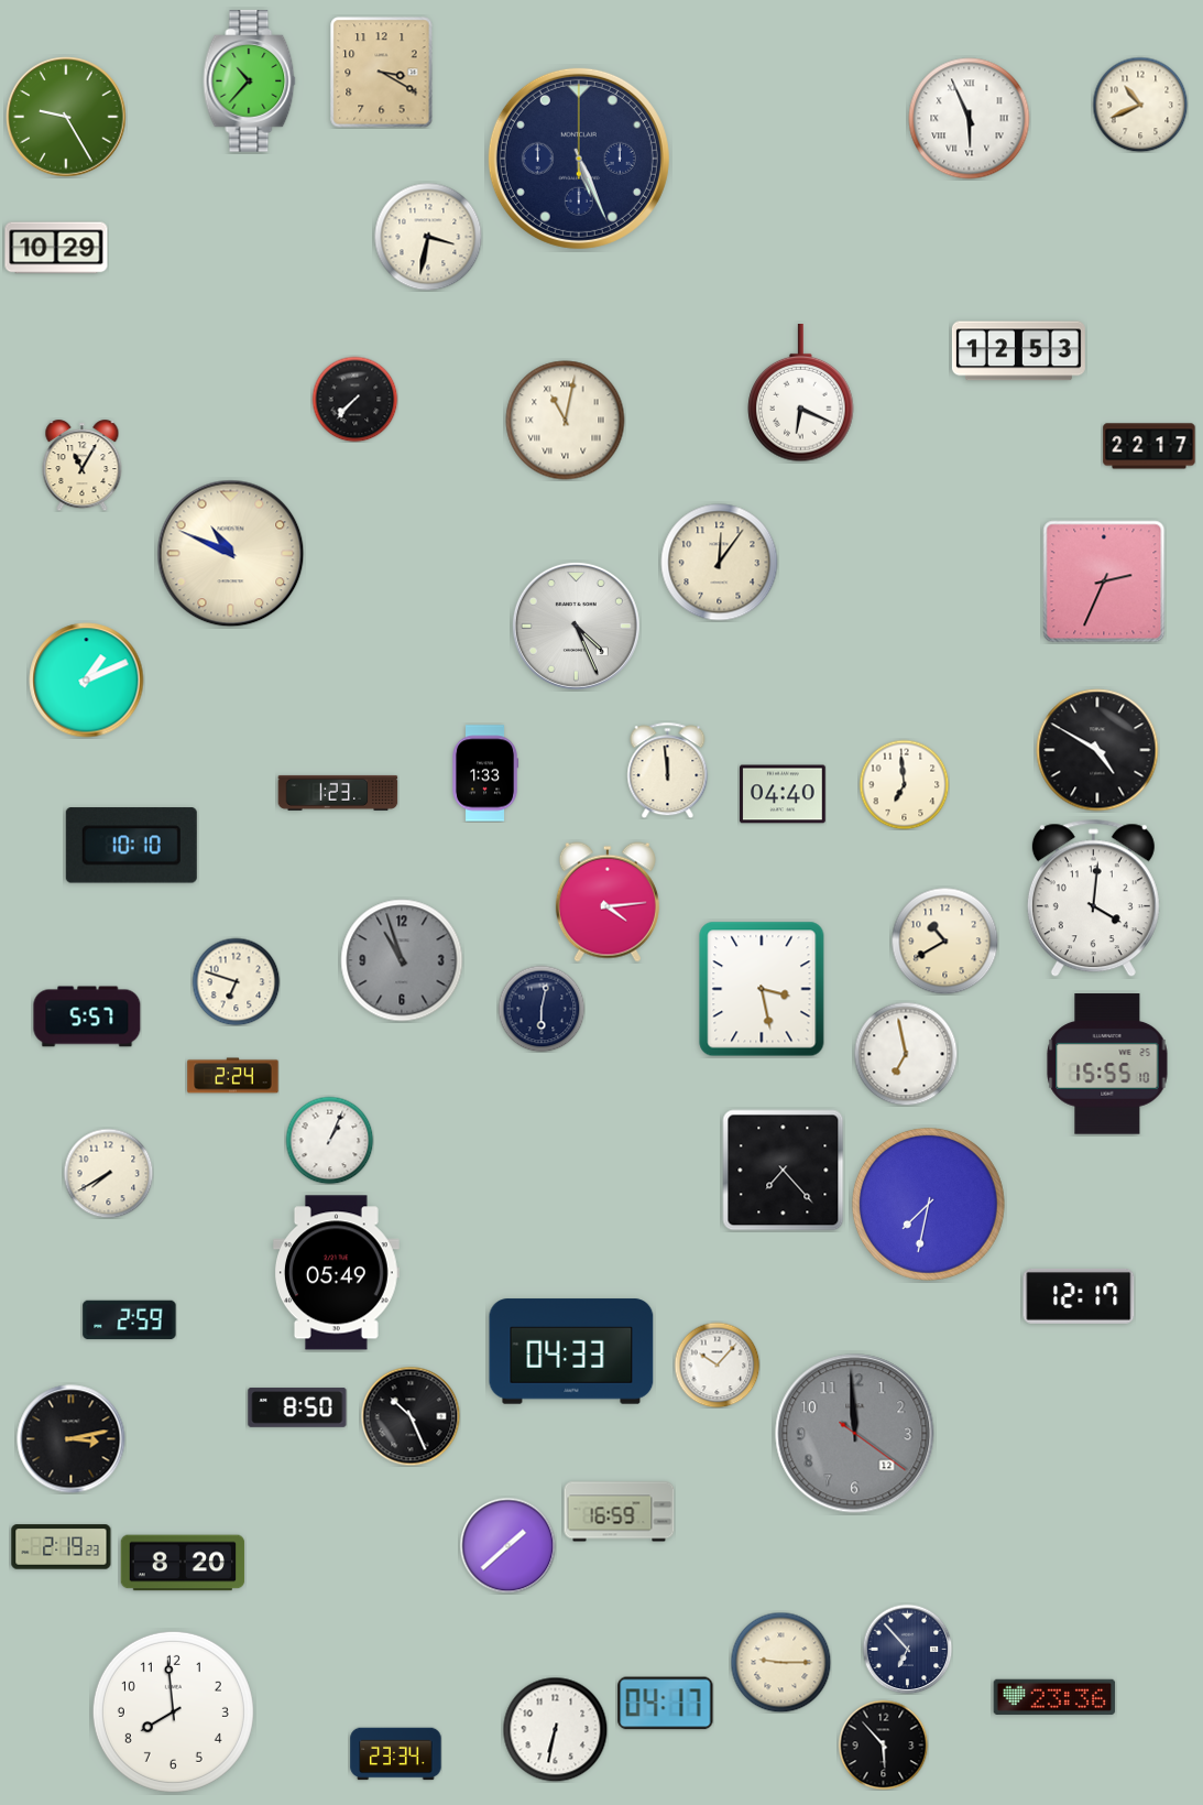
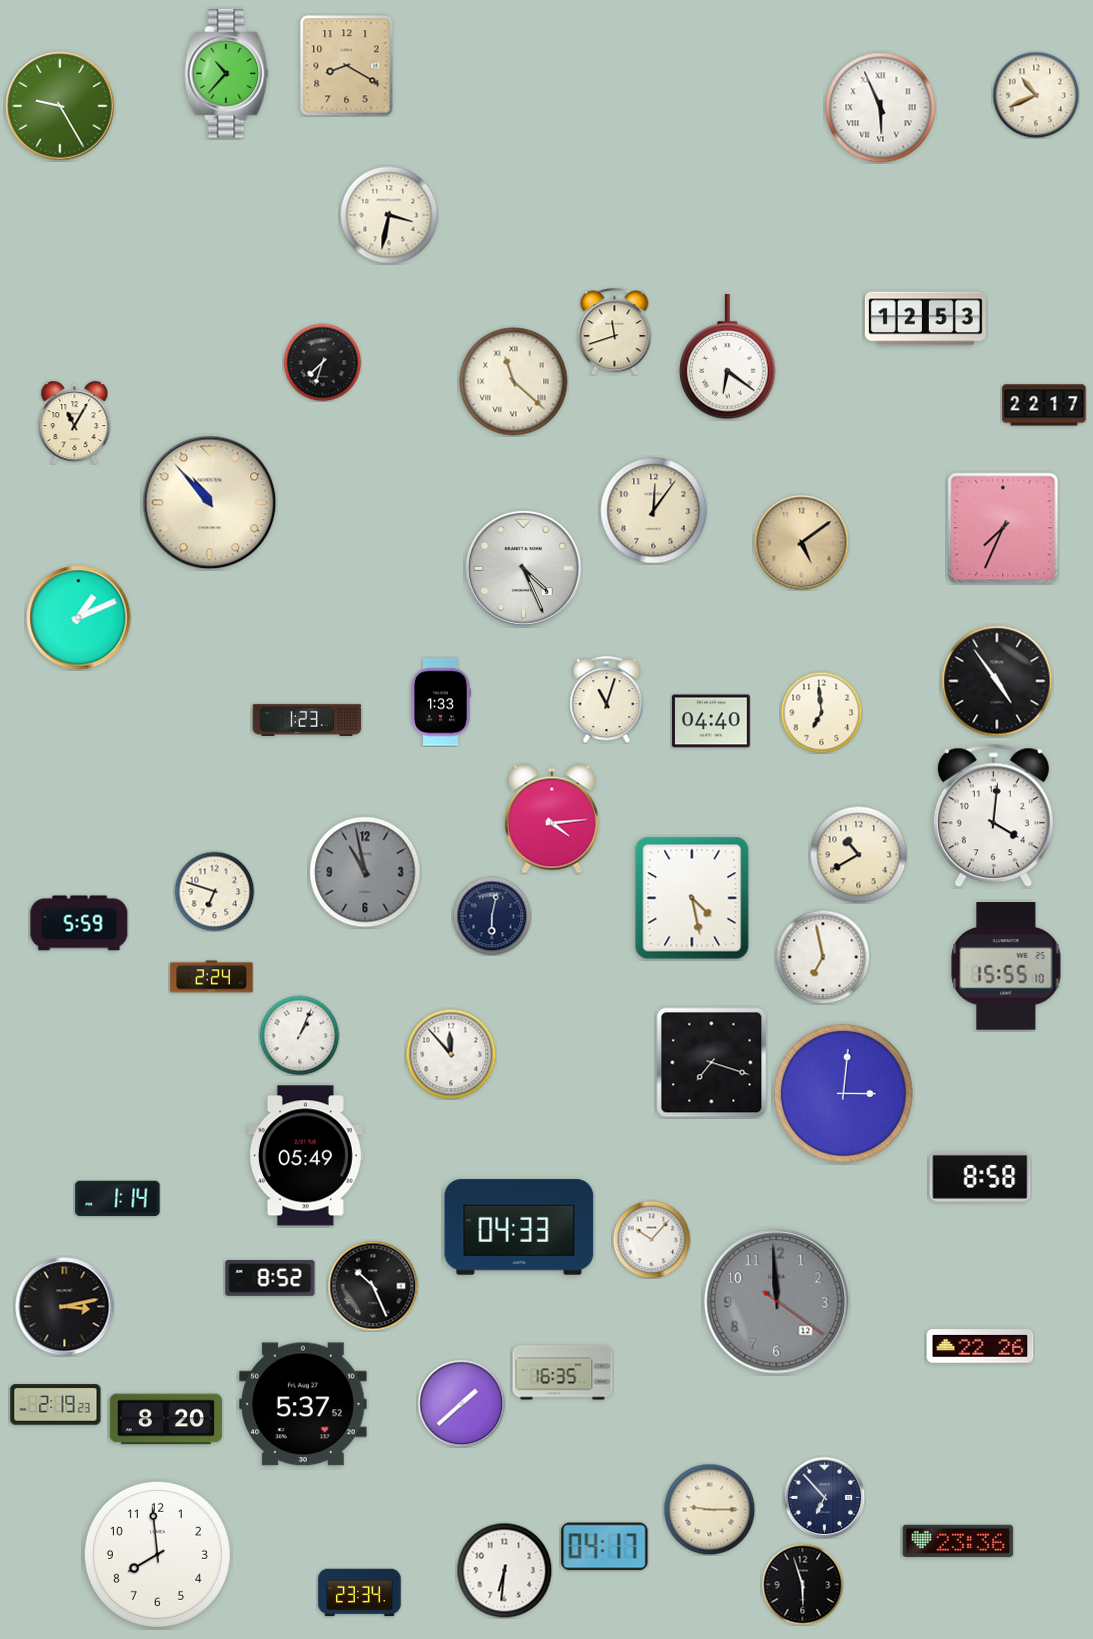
clock at (382, 73): 3:20 -> 8:20
clock at (579, 159): 5:26 -> none
clock at (56, 248): 10:29 -> none
clock at (615, 331): none -> 11:42
clock at (801, 394): 6:19 -> 6:21
clock at (354, 399): 7:37 -> 7:33
clock at (566, 421): 11:02 -> 11:22
clock at (231, 554): 10:49 -> 10:53
clock at (1104, 581): 2:34 -> 7:34
clock at (801, 542): none -> 5:09
clock at (1097, 750): 4:50 -> 4:54
clock at (668, 770): 11:59 -> 11:03
clock at (131, 846): 10:10 -> none
clock at (402, 960): 10:57 -> 10:58
clock at (762, 989): 3:28 -> 4:28
clock at (87, 1016): 5:57 -> 5:59
clock at (451, 1054): none -> 11:53
clock at (784, 1171): 7:23 -> 7:18
clock at (108, 1173): 7:40 -> none
clock at (928, 1204): 7:32 -> 3:01
clock at (1079, 1296): 12:17 -> 8:58
clock at (130, 1320): 2:59 -> 1:14
clock at (297, 1409): 8:50 -> 8:52
clock at (980, 1346): none -> 22:26
clock at (620, 1512): 16:59 -> 16:35
clock at (303, 1404): none -> 5:37
clock at (555, 1729): 6:32 -> 6:31
clock at (883, 1744): 5:53 -> 5:57
